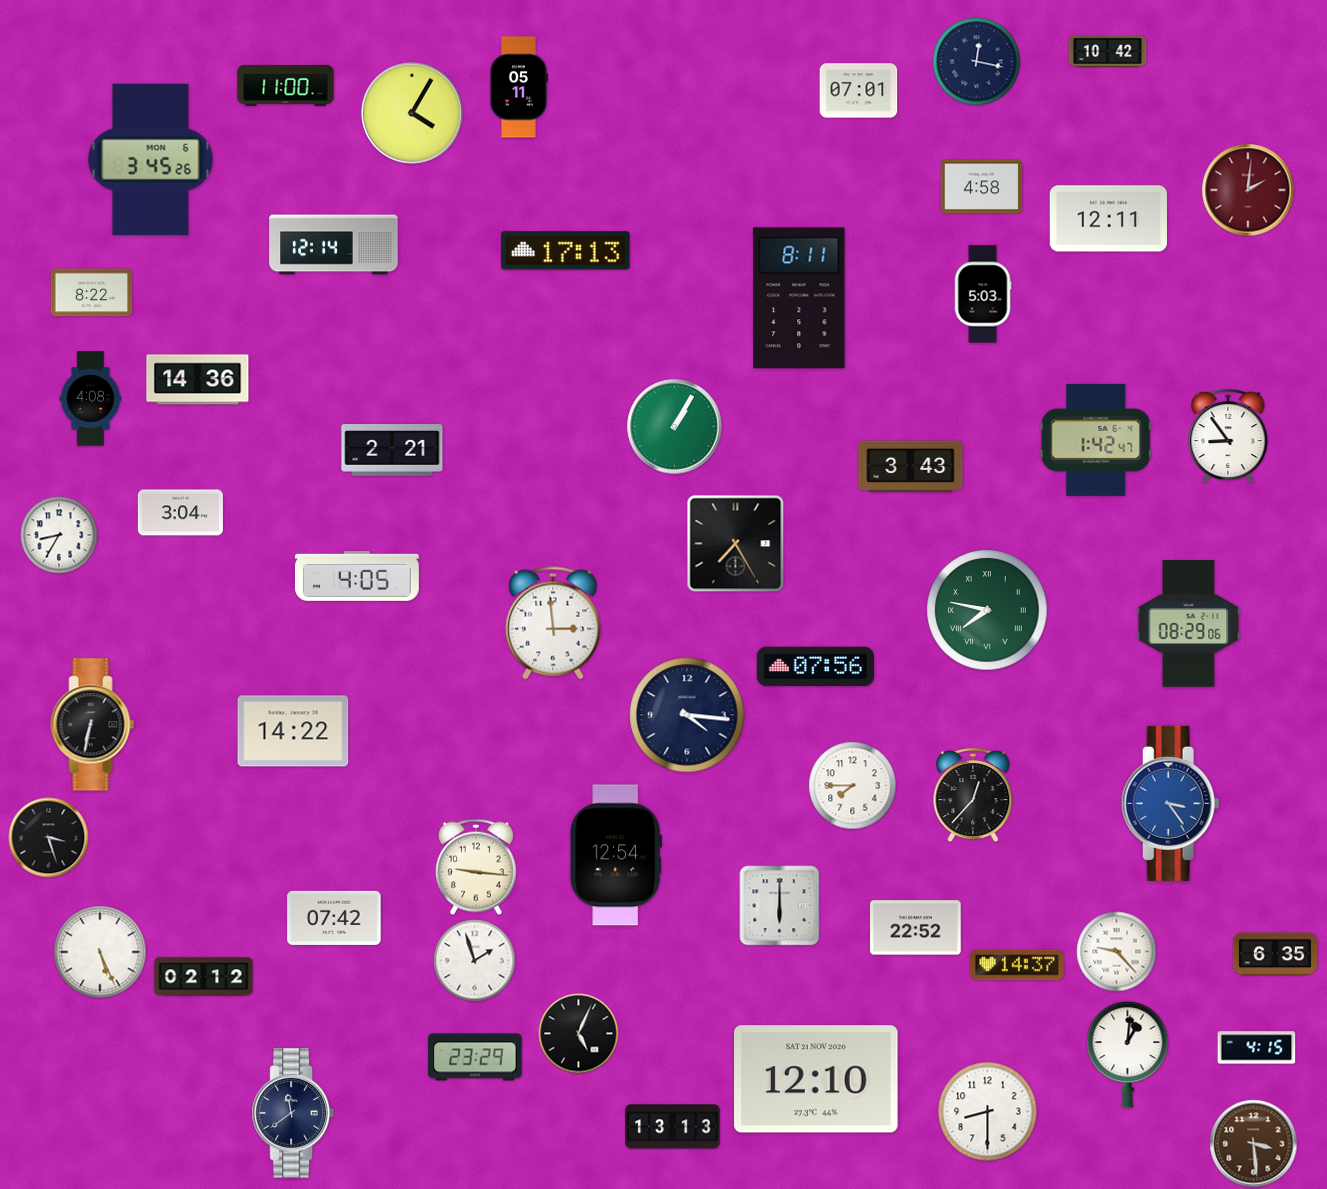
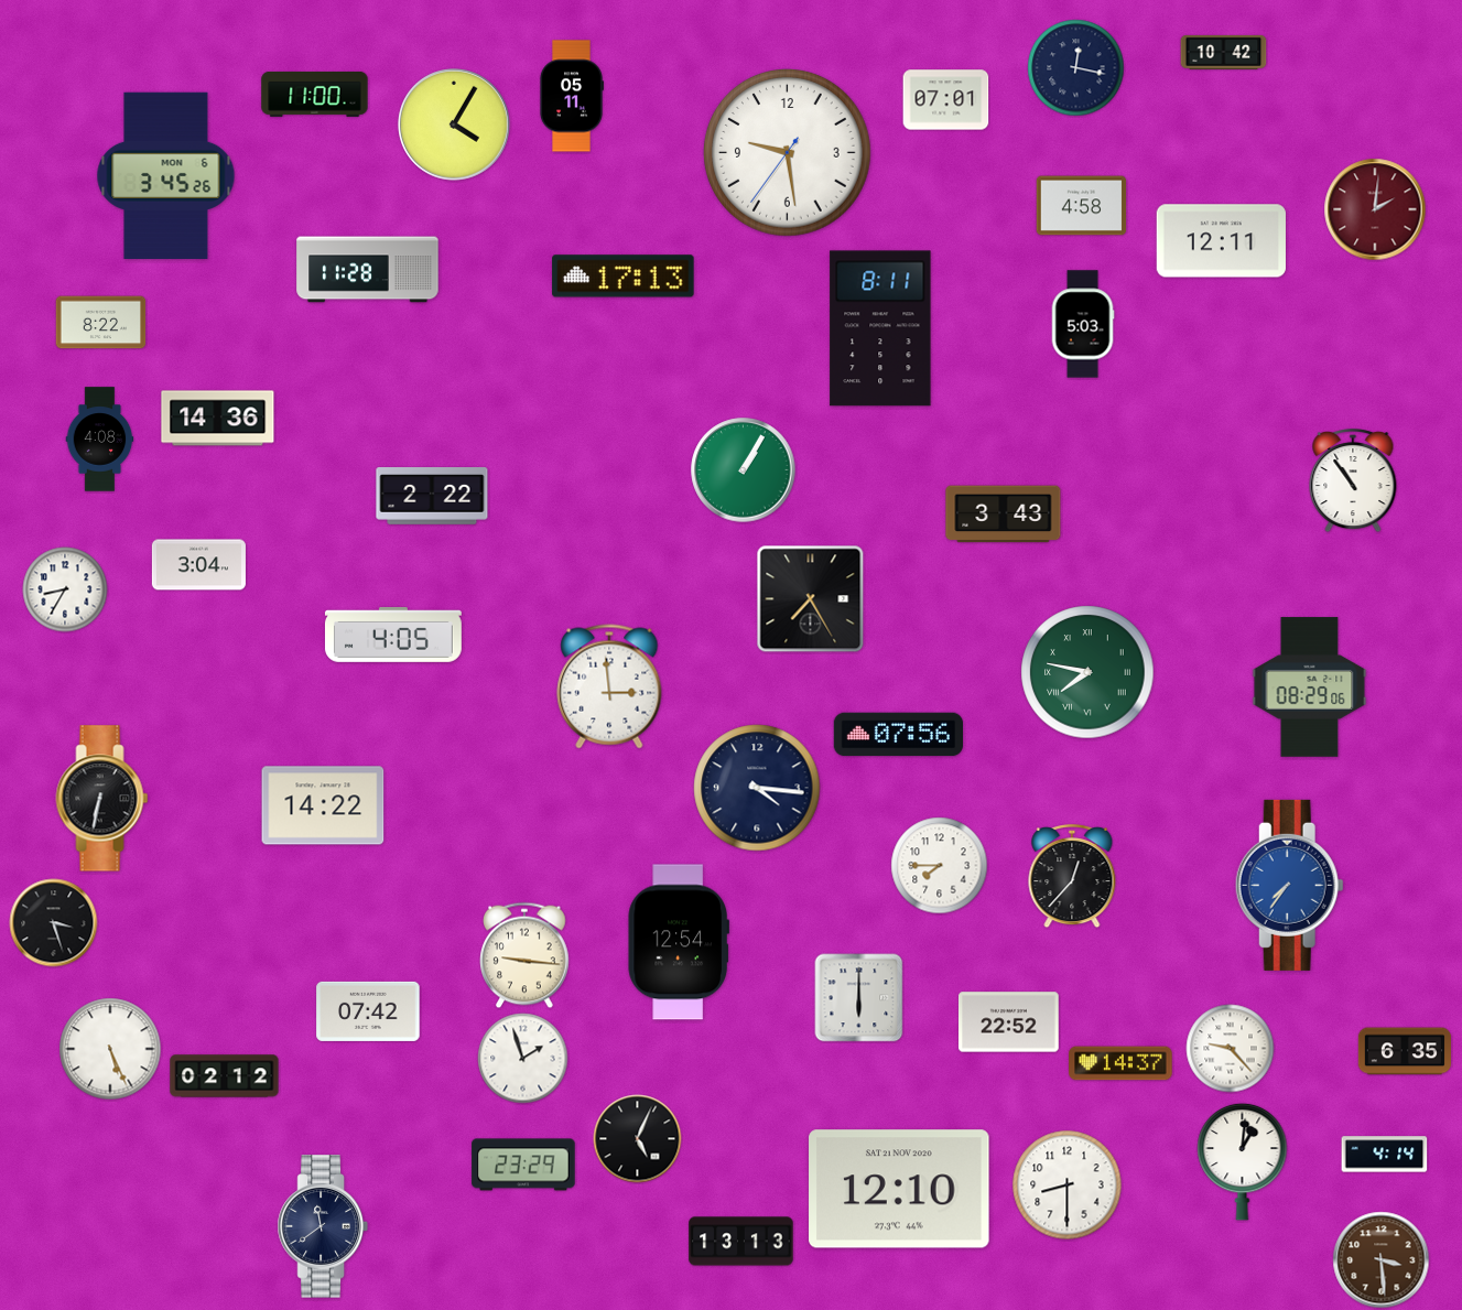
clock at (1108, 51) position: (1108, 51) -> (1224, 52)
clock at (788, 153): none -> 9:28
clock at (334, 245): 12:14 -> 11:28
clock at (1228, 436): 8:54 -> 10:54
clock at (1096, 440): 1:42 -> none
clock at (392, 451): 2:21 -> 2:22
clock at (1170, 803): 3:24 -> 7:36
clock at (1257, 1048): 4:15 -> 4:14
clock at (988, 1112) position: (988, 1112) -> (1068, 1186)
